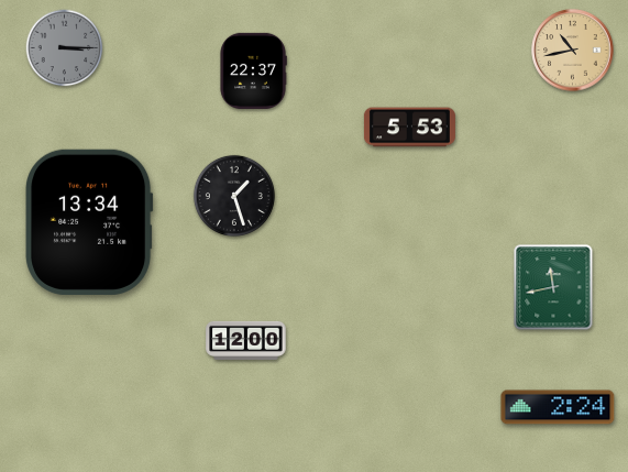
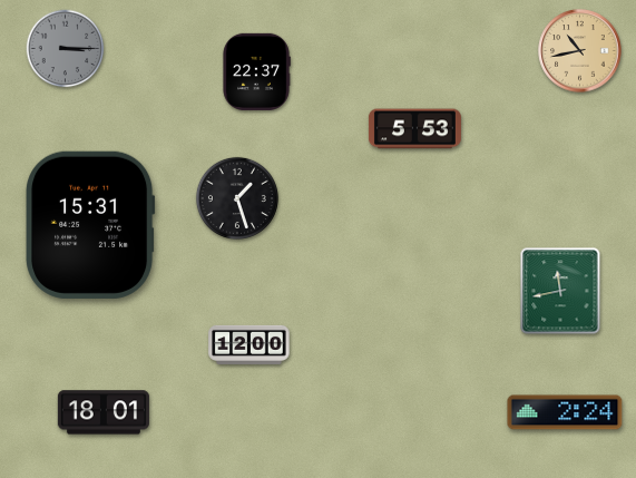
clock at (90, 222): 13:34 -> 15:31
clock at (104, 412): none -> 18:01
